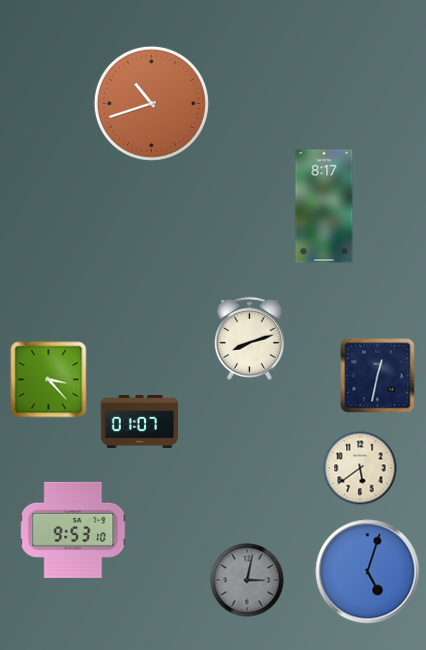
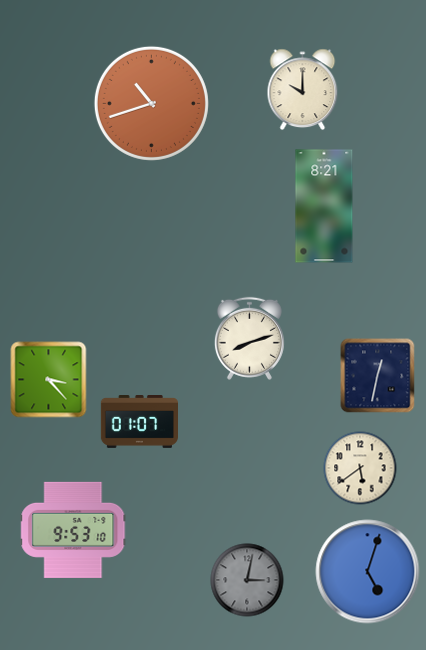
clock at (303, 90): none -> 10:00
clock at (324, 206): 8:17 -> 8:21
